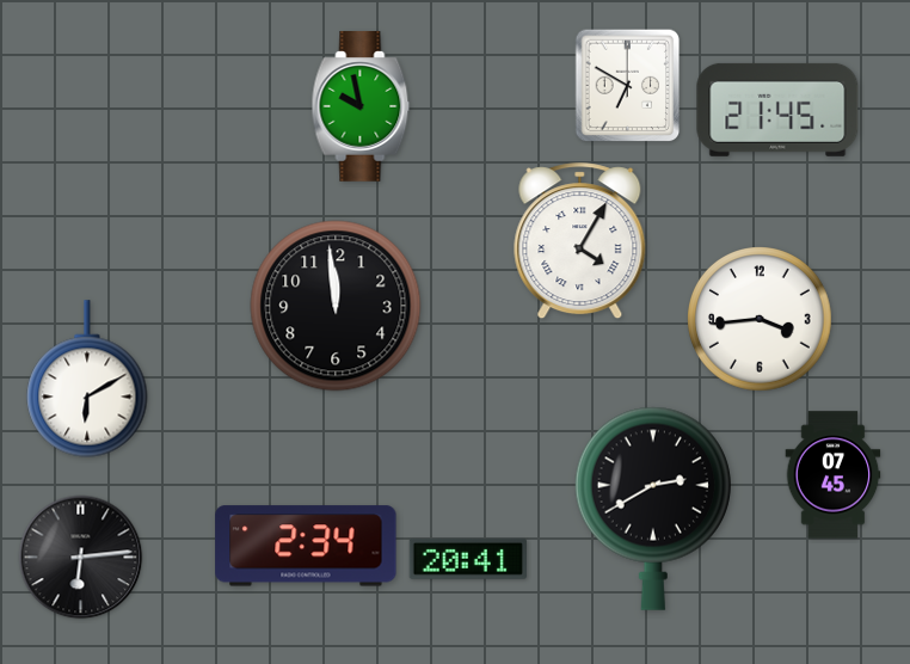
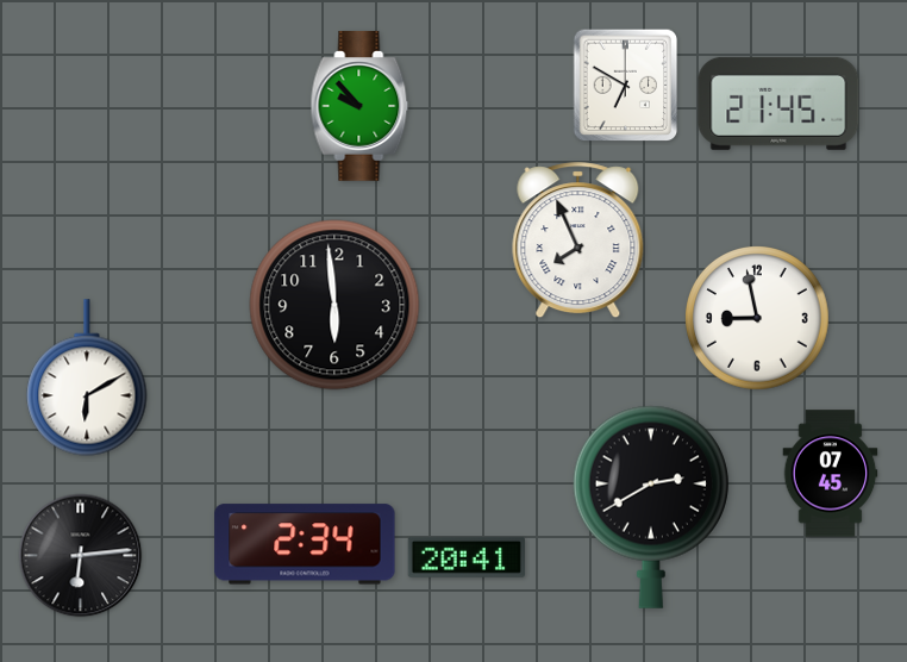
clock at (361, 107): 9:58 -> 9:53
clock at (777, 110) position: (777, 110) -> (778, 104)
clock at (580, 241): 4:05 -> 7:56
clock at (336, 306): 11:59 -> 5:59
clock at (761, 320): 3:44 -> 8:58
